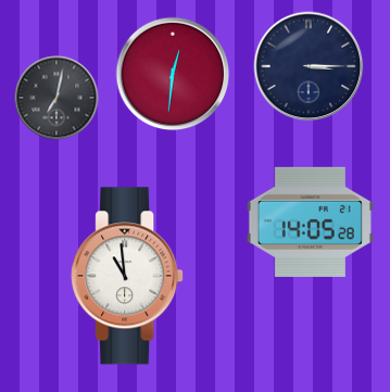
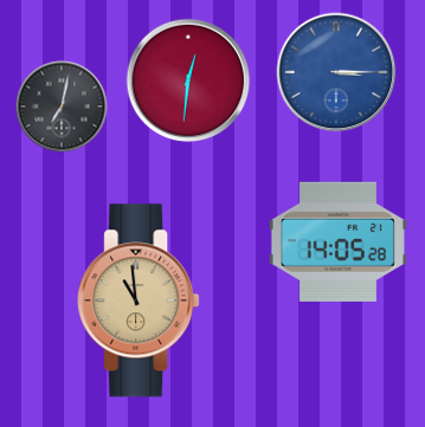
clock at (309, 66) dial: navy -> blue
clock at (127, 276) dial: white -> champagne
